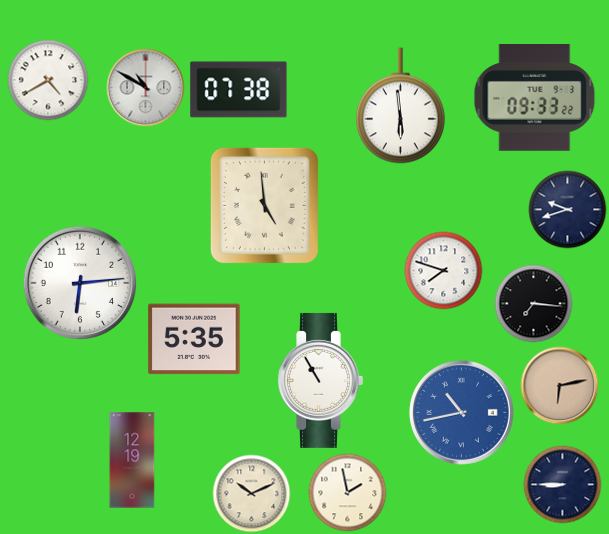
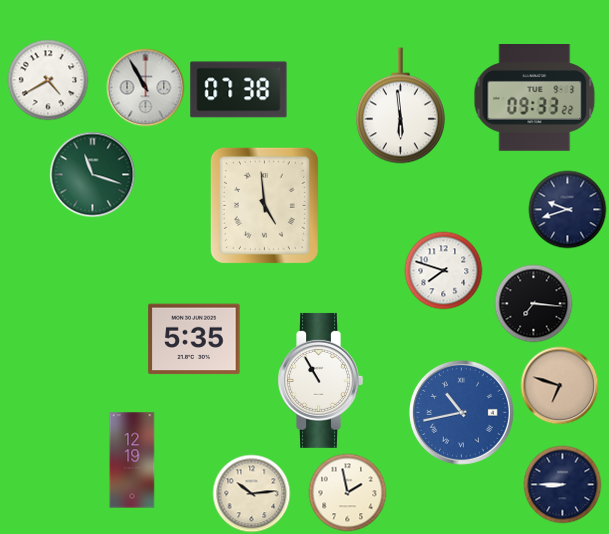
clock at (145, 87): 10:50 -> 10:55
clock at (92, 174): none -> 11:18
clock at (79, 282): 6:14 -> none
clock at (559, 385): 6:13 -> 6:48
clock at (251, 493): 10:11 -> 10:14
